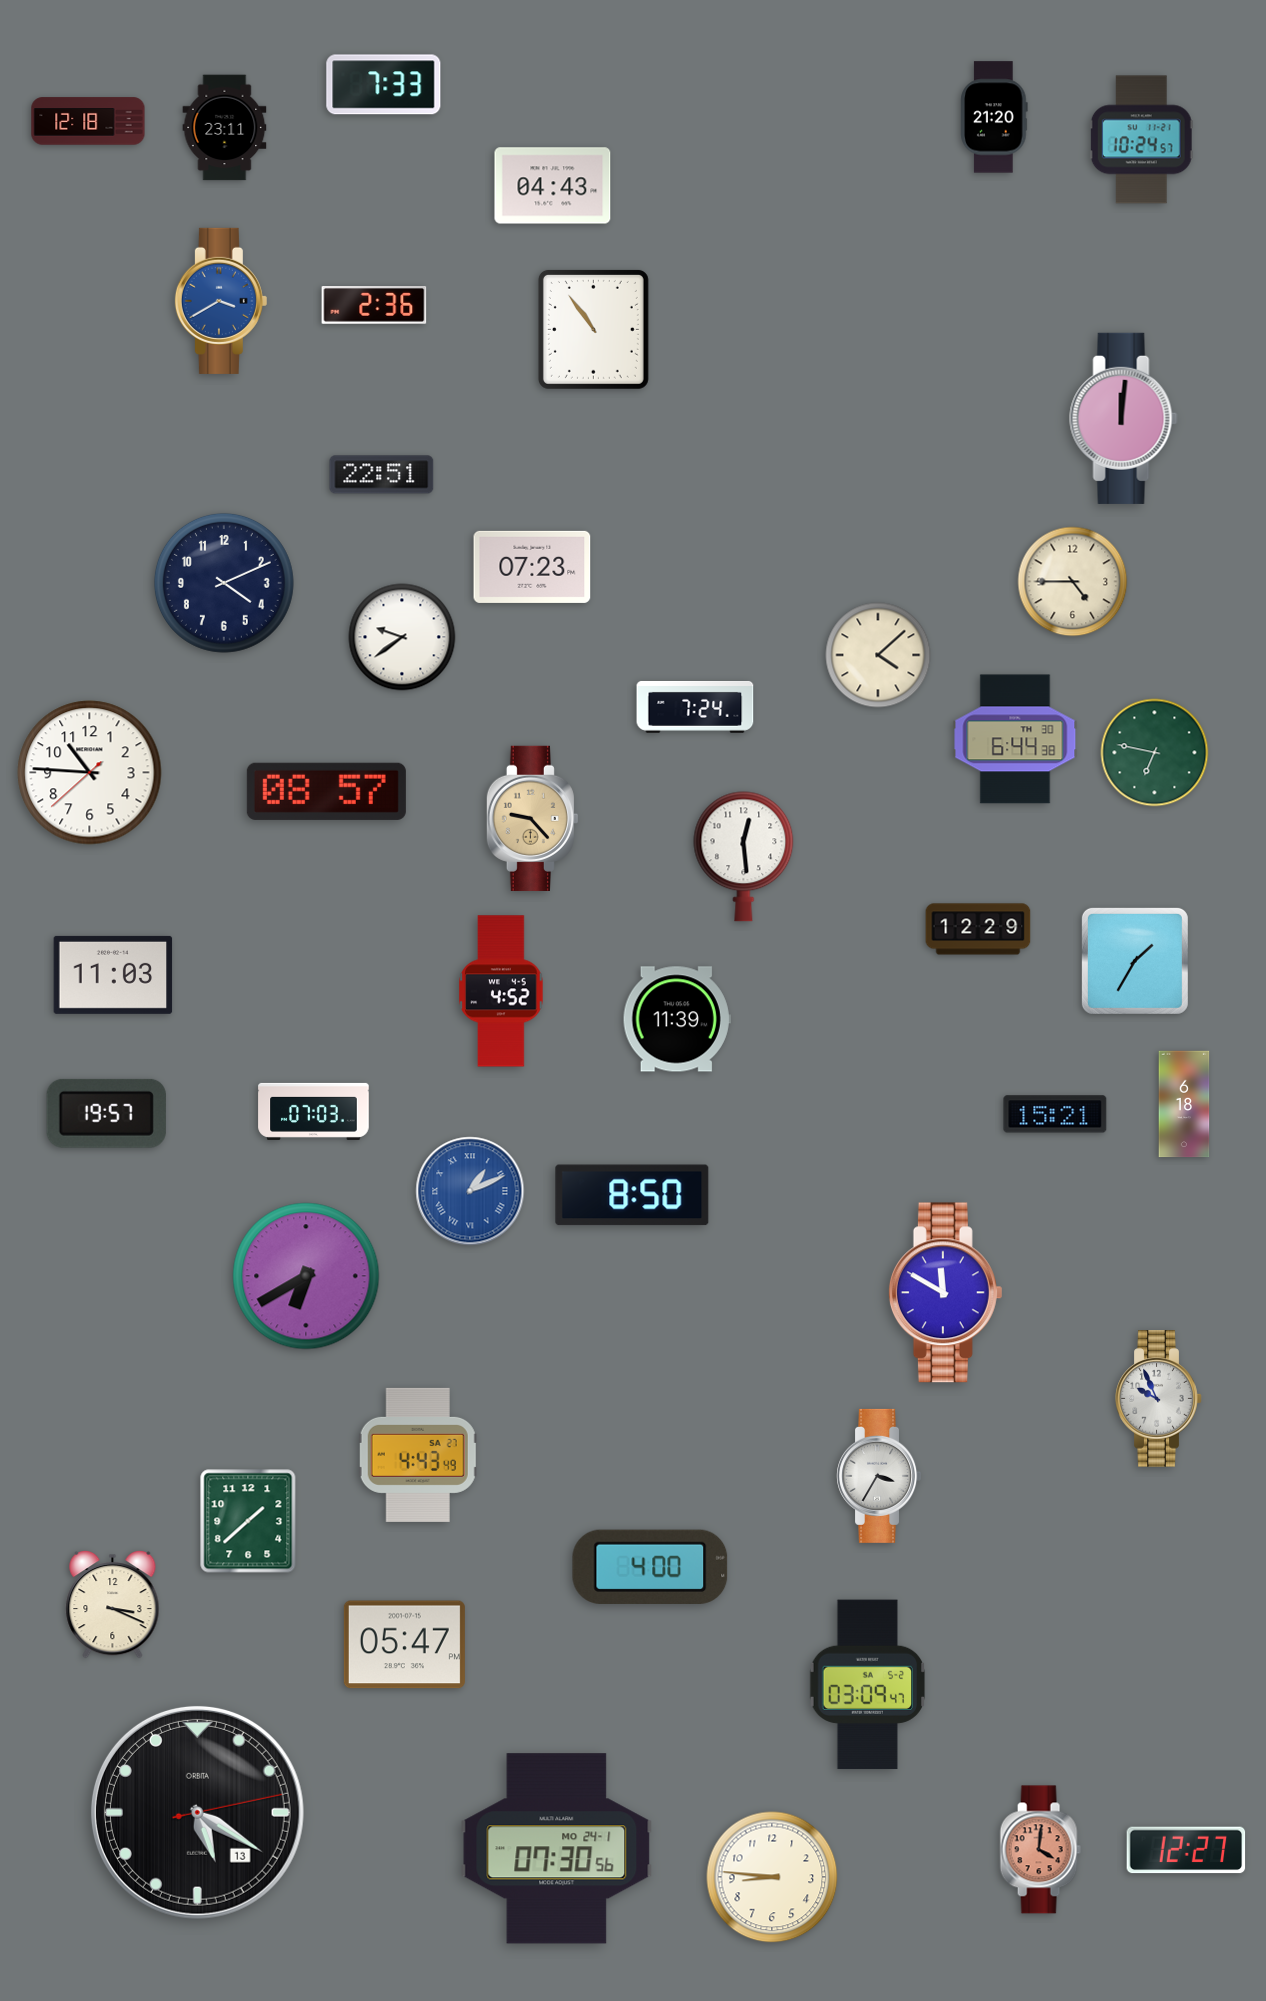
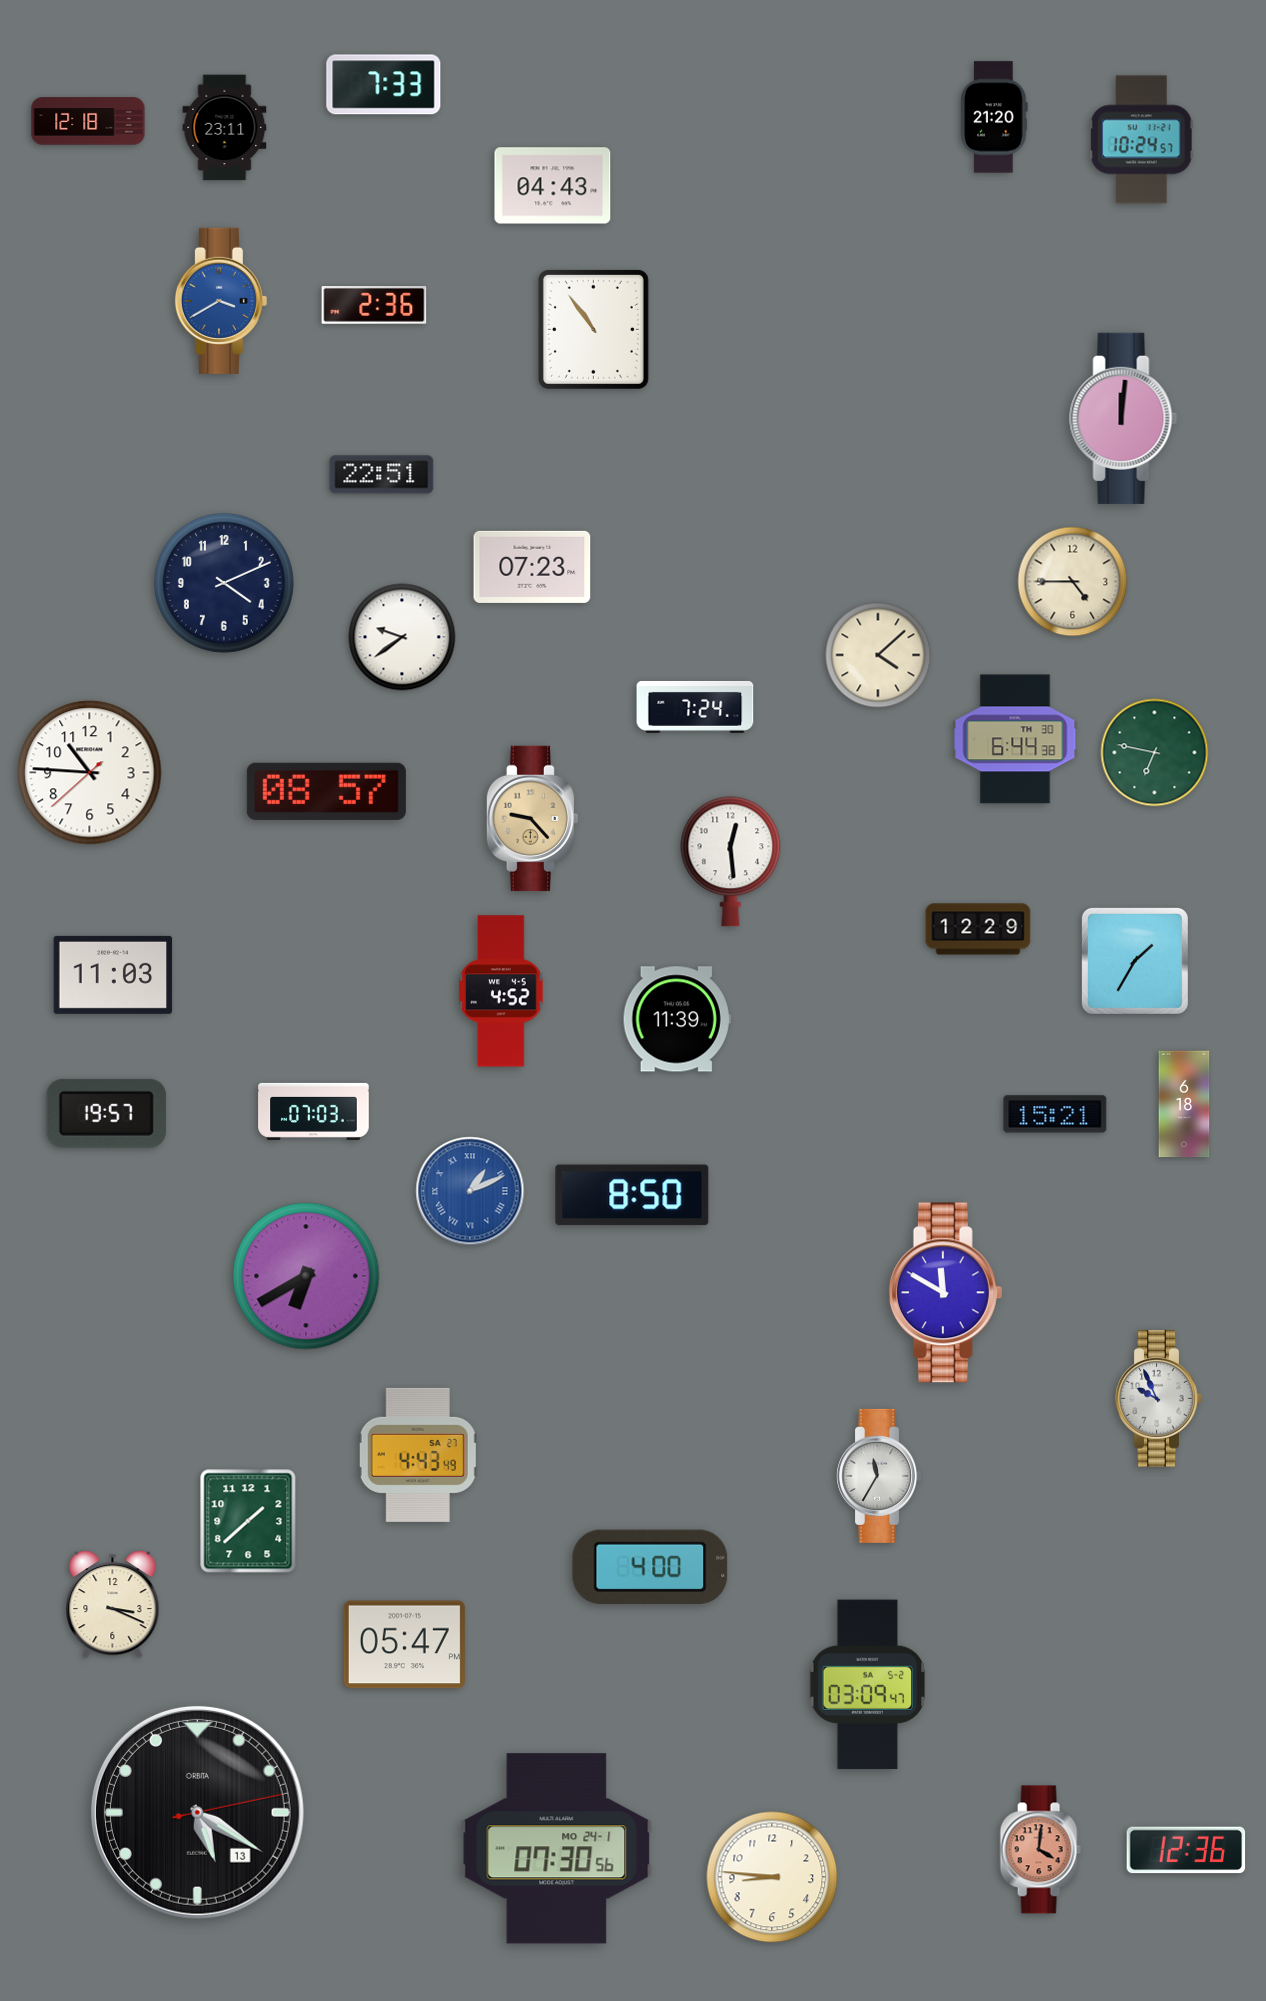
clock at (744, 857) position: (744, 857) -> (731, 862)
clock at (879, 1476): 3:35 -> 11:35
clock at (1186, 1850): 12:27 -> 12:36
